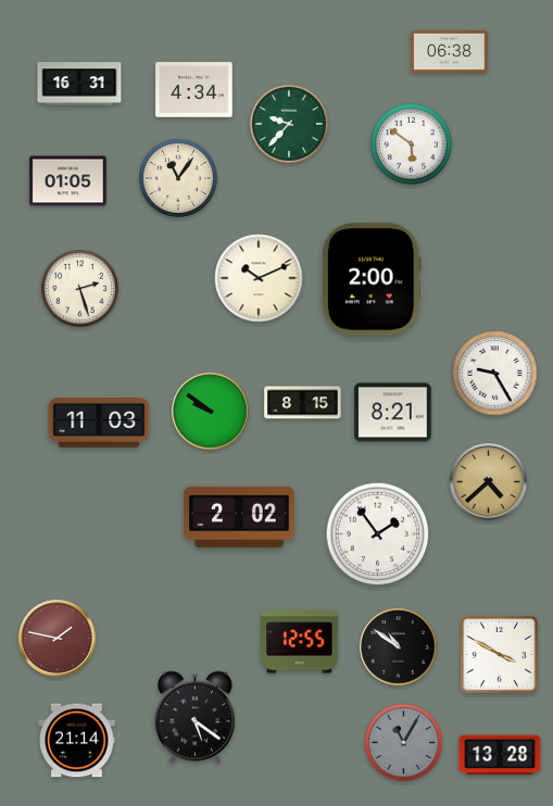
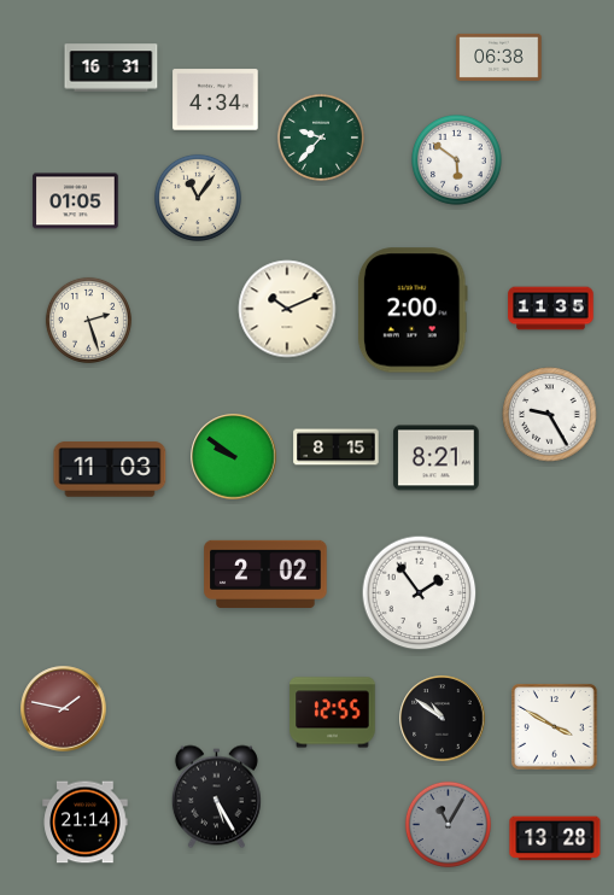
clock at (79, 84) position: (79, 84) -> (111, 68)
clock at (551, 309): none -> 11:35
clock at (489, 482): 4:38 -> none
clock at (194, 718): 5:21 -> 5:25
